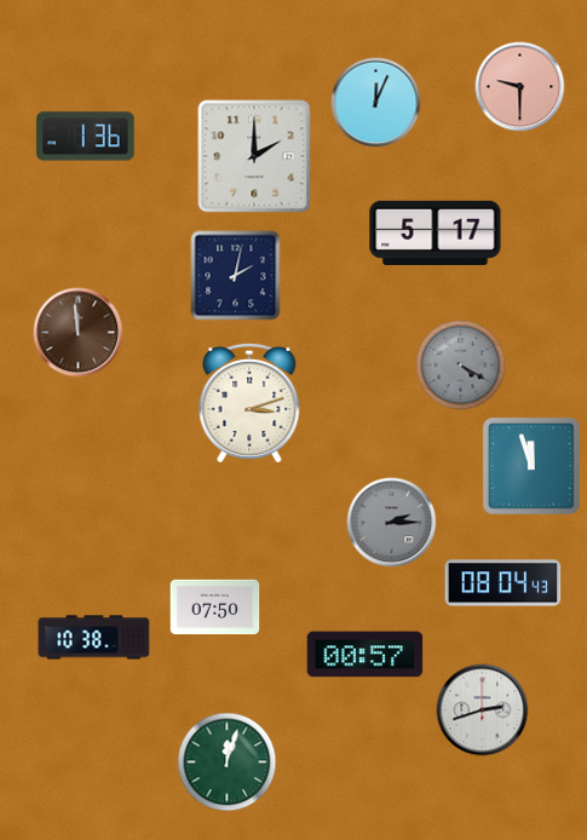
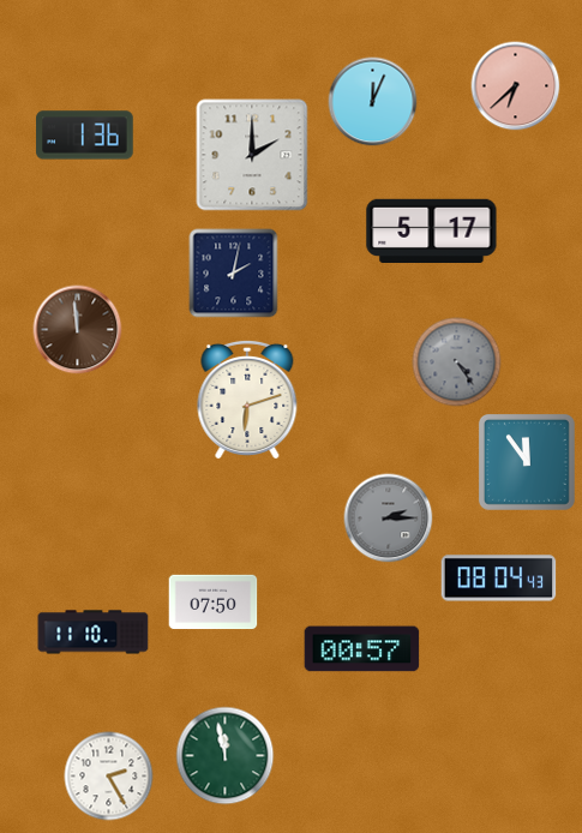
clock at (520, 87): 9:30 -> 6:38
clock at (461, 366): 4:20 -> 4:24
clock at (249, 403): 3:12 -> 6:12
clock at (531, 466): 11:57 -> 11:54
clock at (94, 638): 10:38 -> 11:10
clock at (483, 710): 2:42 -> none
clock at (228, 763): 12:03 -> 11:58
clock at (109, 777): none -> 2:25
